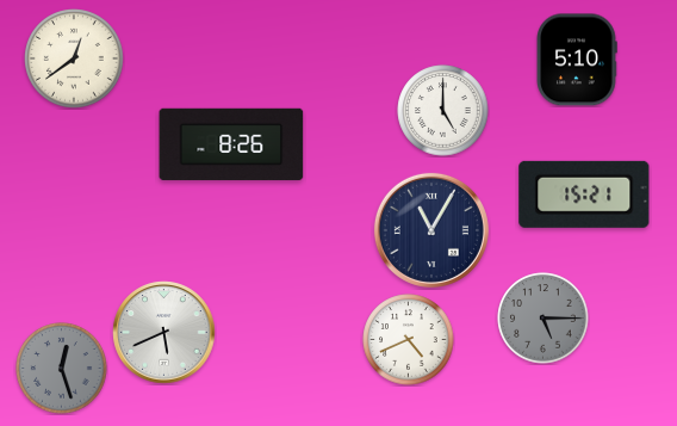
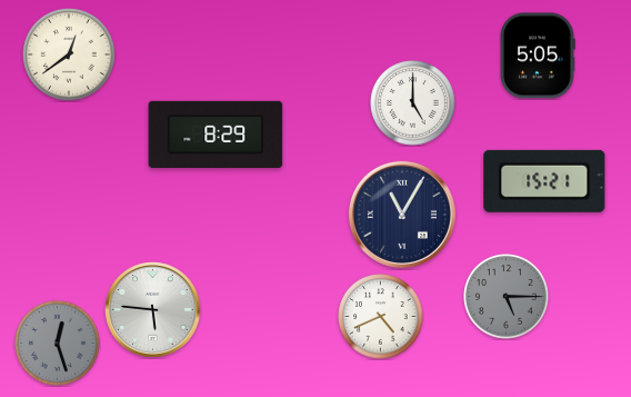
clock at (577, 60): 5:10 -> 5:05
clock at (231, 144): 8:26 -> 8:29
clock at (164, 333): 5:41 -> 5:46
